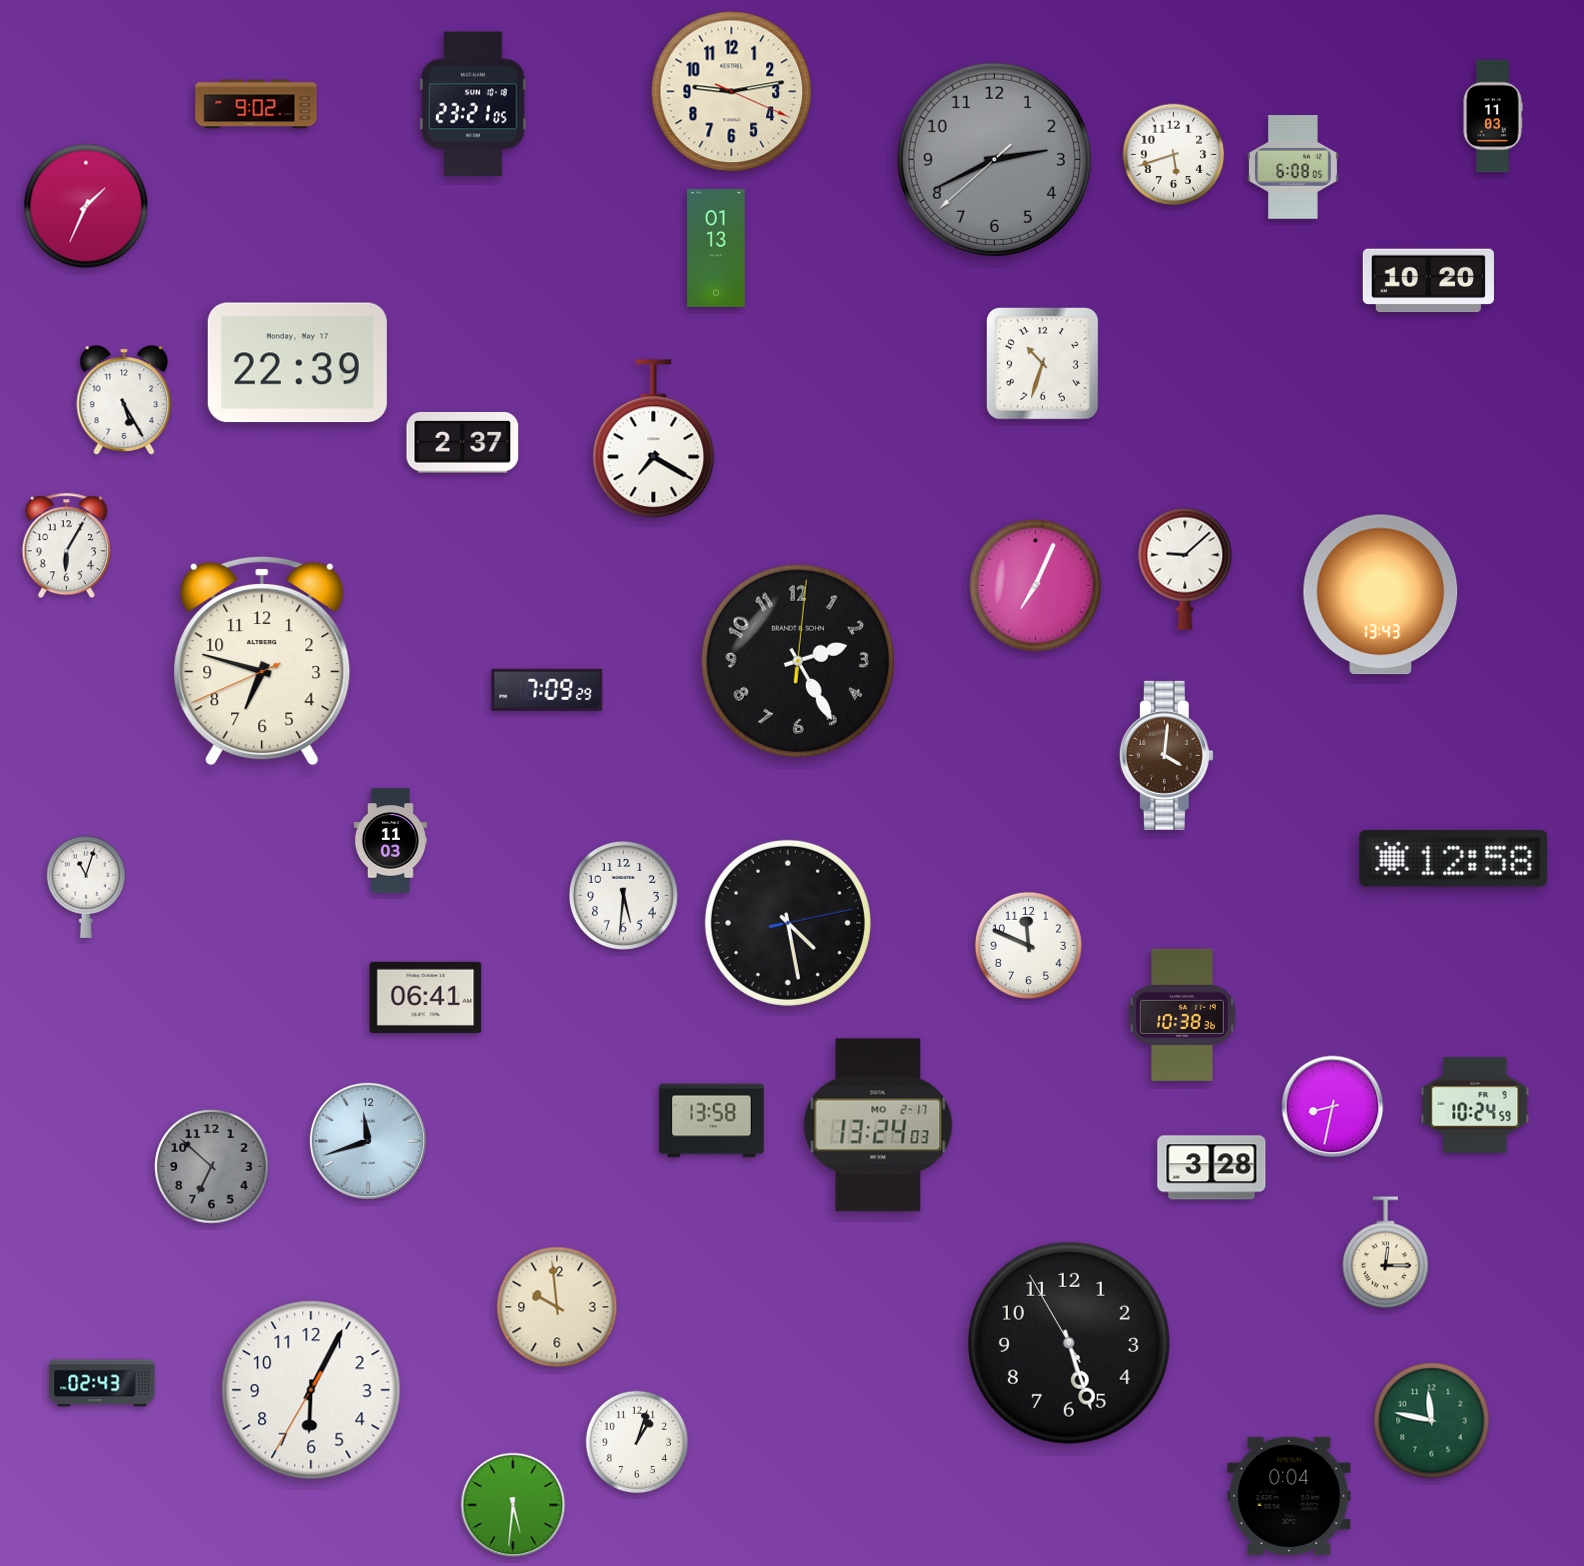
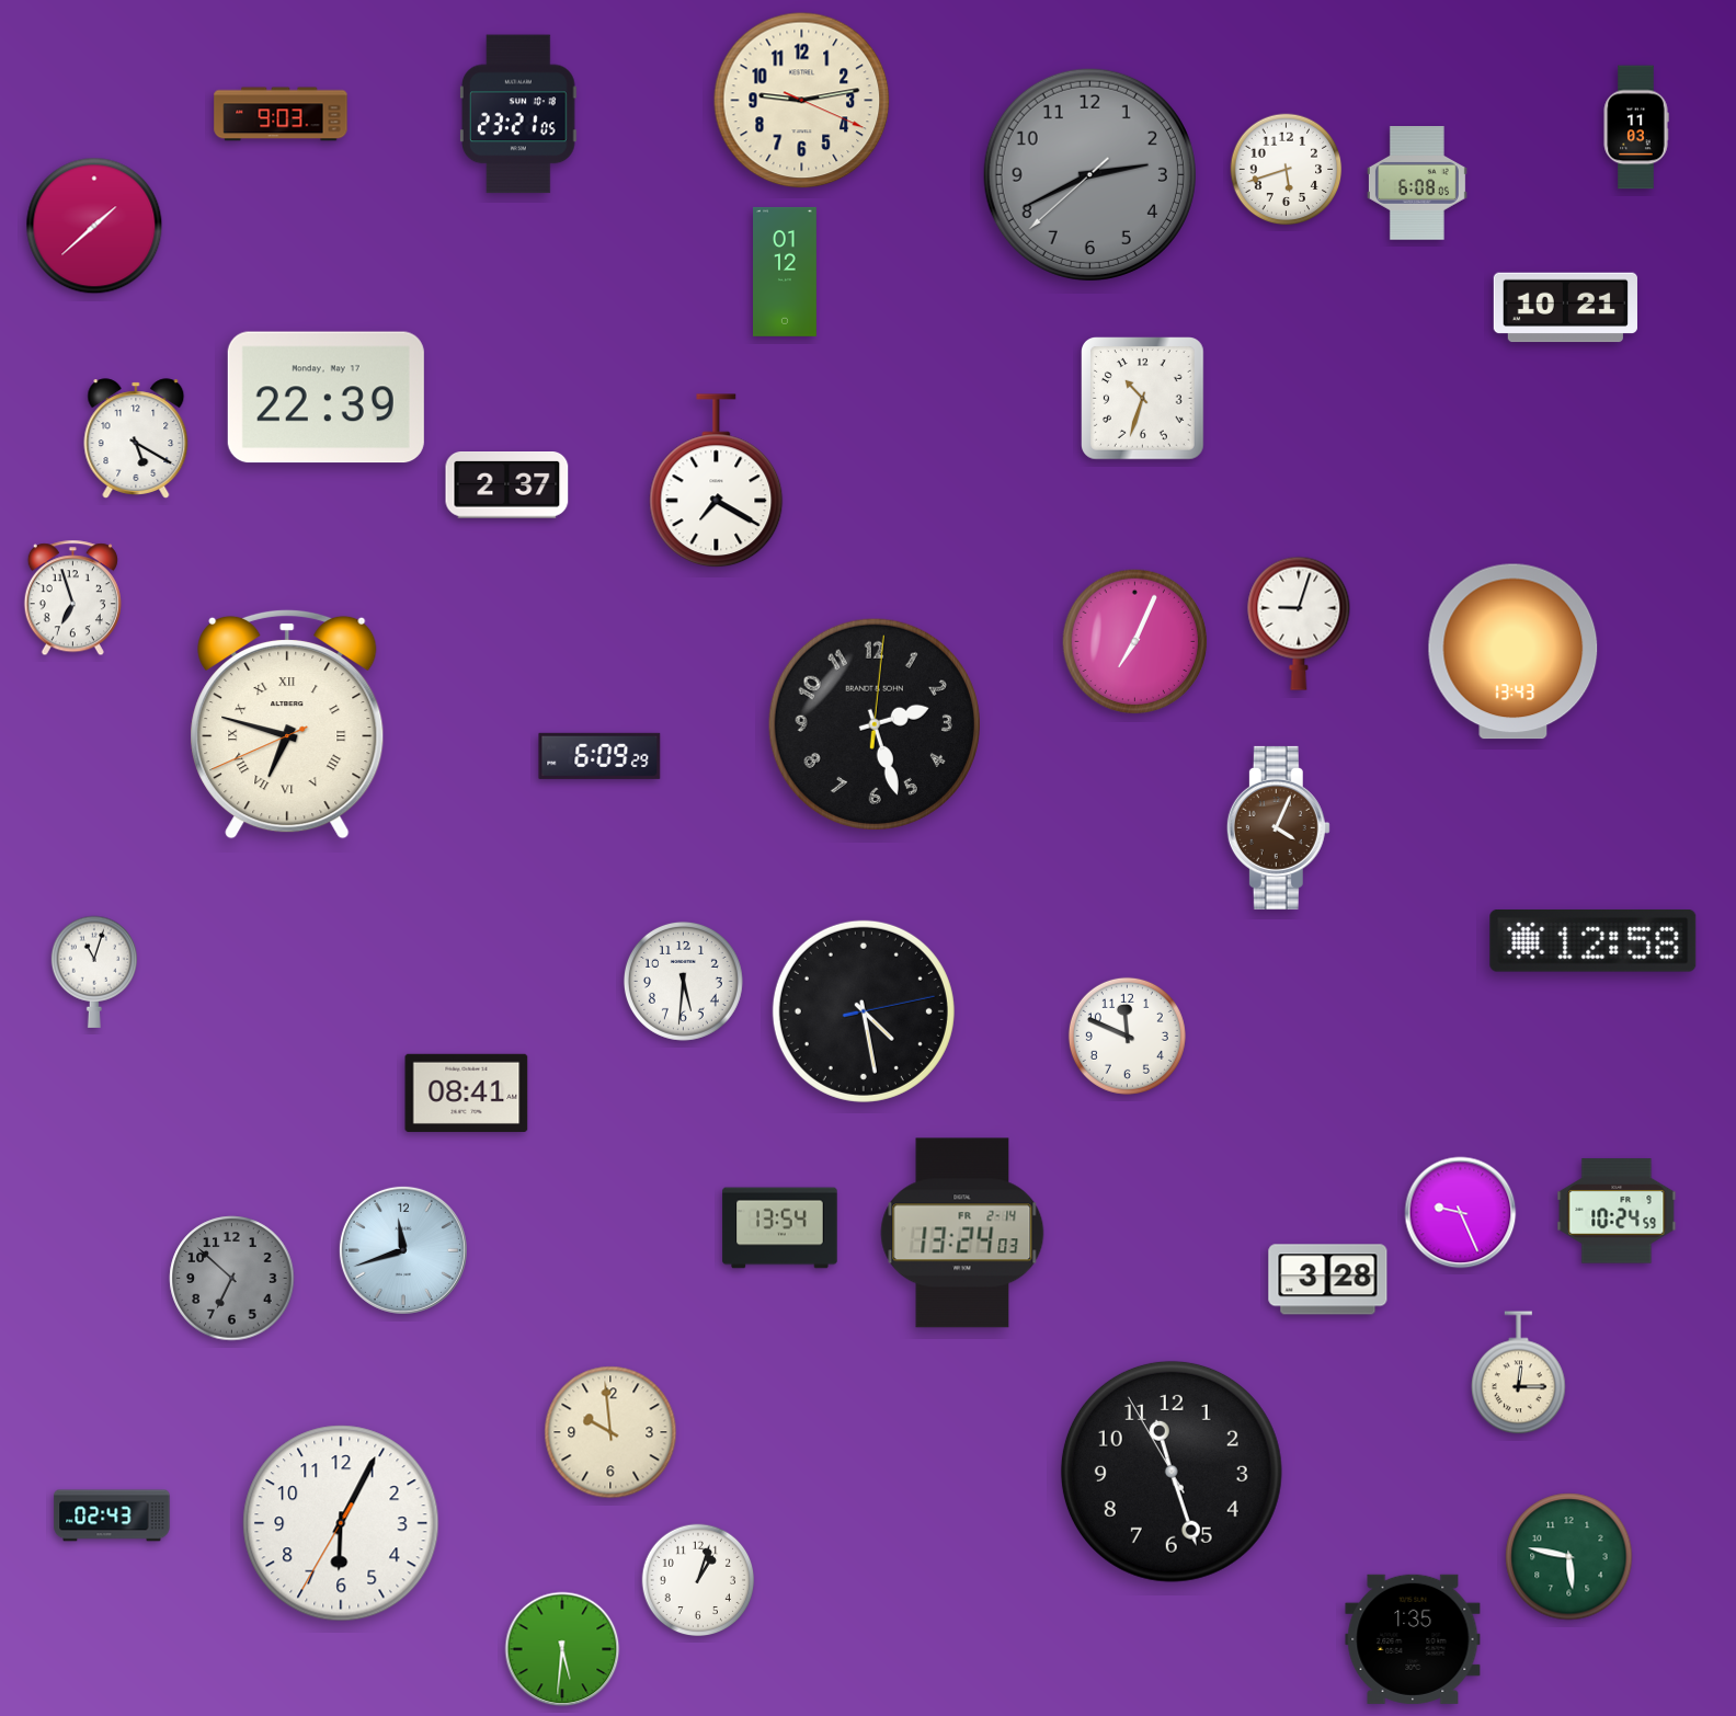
clock at (256, 104): 9:02 -> 9:03
clock at (86, 206): 1:34 -> 1:38
clock at (717, 248): 01:13 -> 01:12
clock at (1428, 281): 10:20 -> 10:21
clock at (124, 400): 5:25 -> 5:20
clock at (66, 546): 6:05 -> 6:57
clock at (1185, 569): 9:08 -> 9:03
clock at (262, 661) numerals: Arabic -> Roman
clock at (798, 661): 2:25 -> 2:27
clock at (547, 690): 7:09 -> 6:09
clock at (1166, 755): 4:01 -> 4:04
clock at (390, 841): 11:03 -> none
clock at (426, 997): 06:41 -> 08:41
clock at (1182, 1015): 10:38 -> none
clock at (1333, 1107): 8:32 -> 9:26
clock at (712, 1121): 13:58 -> 13:54
clock at (878, 1125) date: MO 2-17 -> FR 2-14
clock at (1069, 1343): 5:26 -> 11:26
clock at (1432, 1421): 11:47 -> 5:47
clock at (1289, 1496): 0:04 -> 1:35
